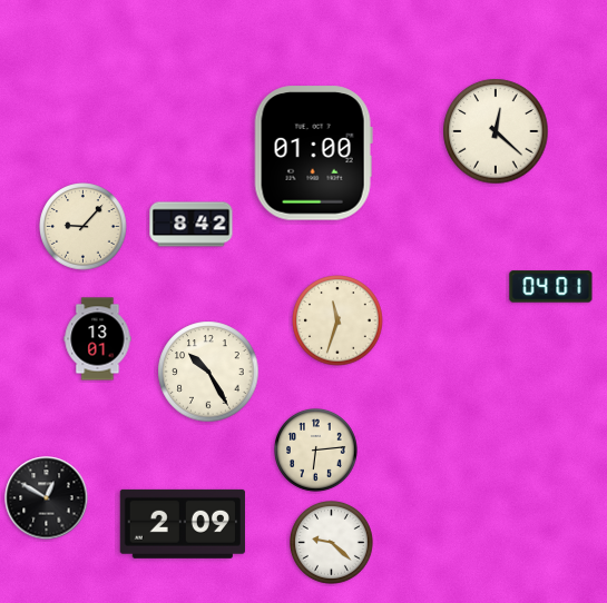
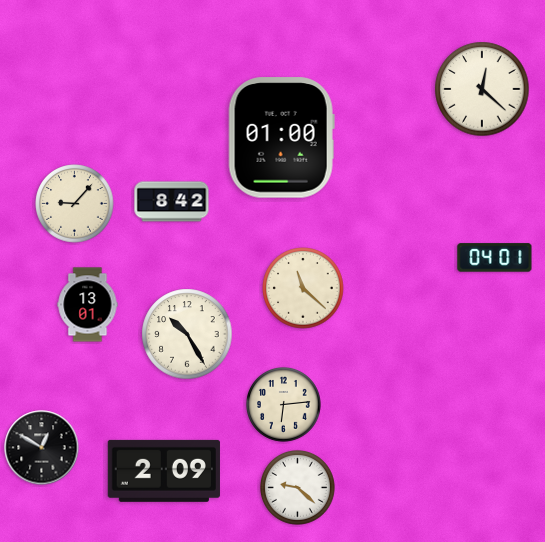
clock at (496, 131) position: (496, 131) -> (482, 89)
clock at (337, 320): 11:33 -> 11:22
